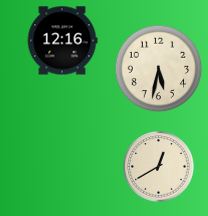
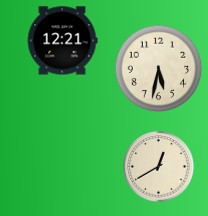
clock at (62, 41): 12:16 -> 12:21
